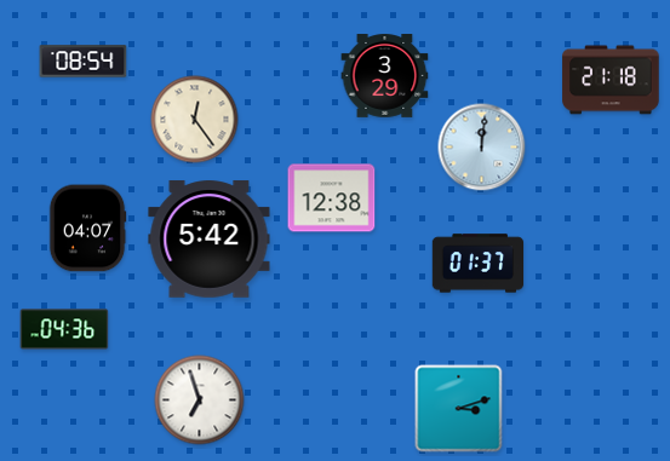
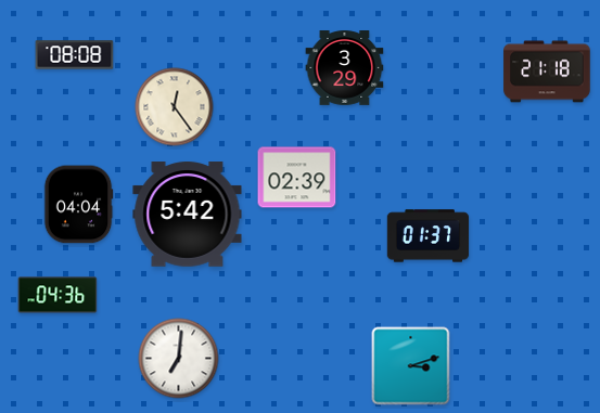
clock at (84, 62): 08:54 -> 08:08
clock at (482, 148): 12:01 -> none
clock at (332, 198): 12:38 -> 02:39
clock at (87, 229): 04:07 -> 04:04
clock at (200, 401): 6:57 -> 7:01
